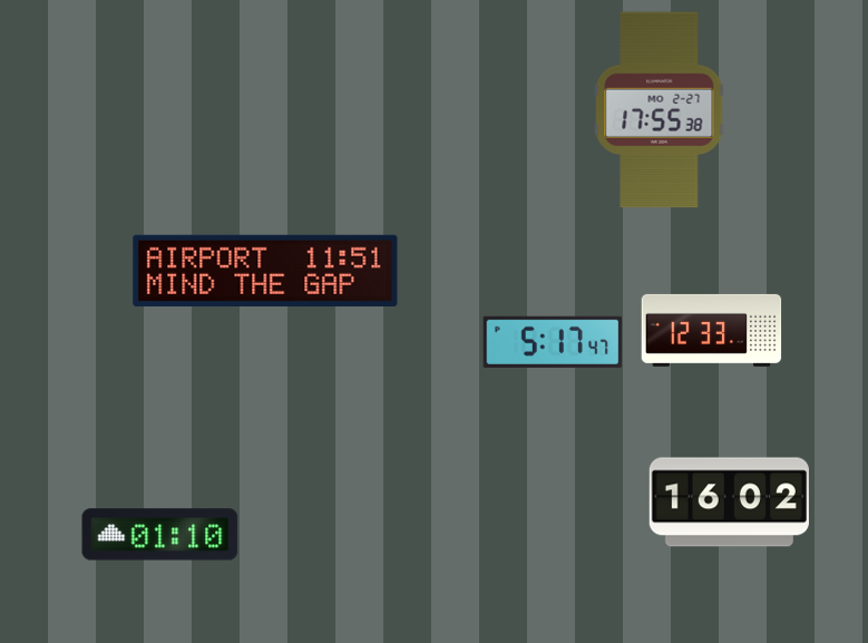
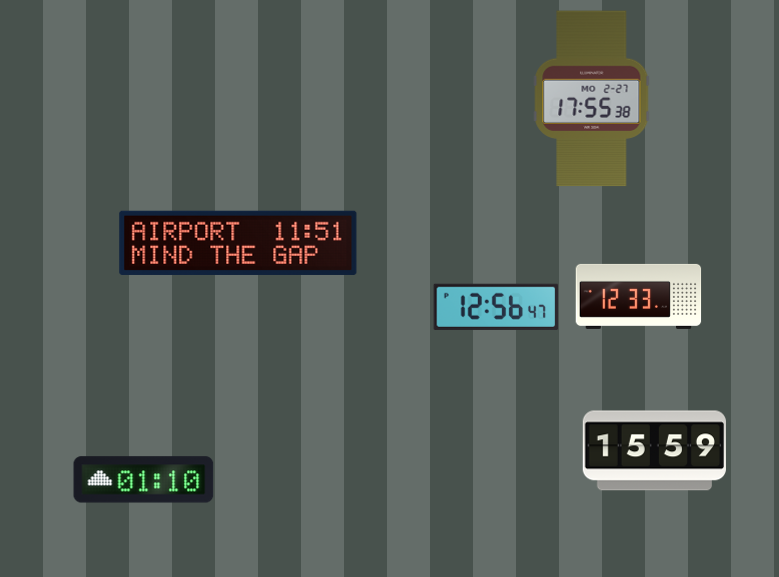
clock at (553, 342): 5:17 -> 12:56
clock at (729, 503): 16:02 -> 15:59
